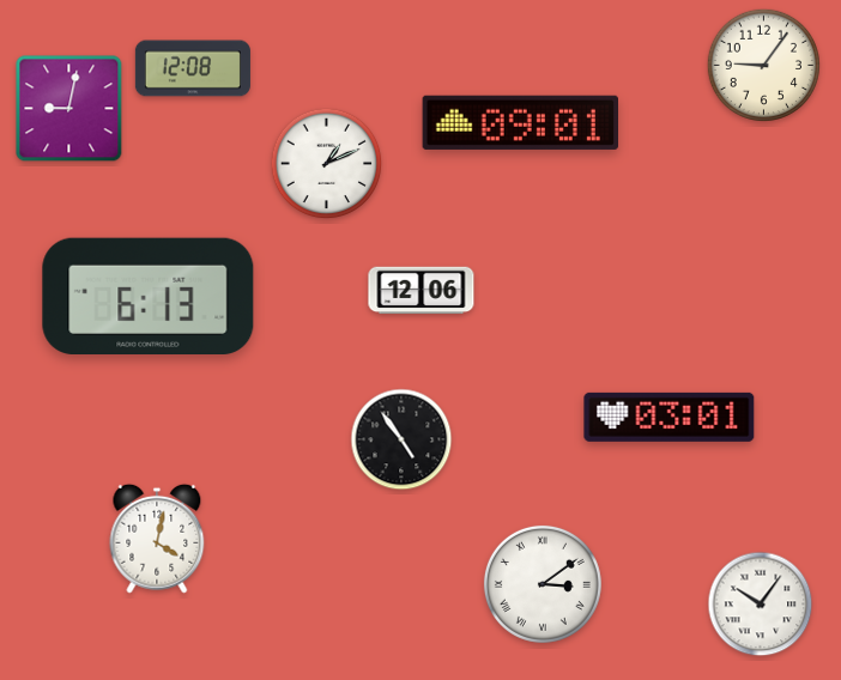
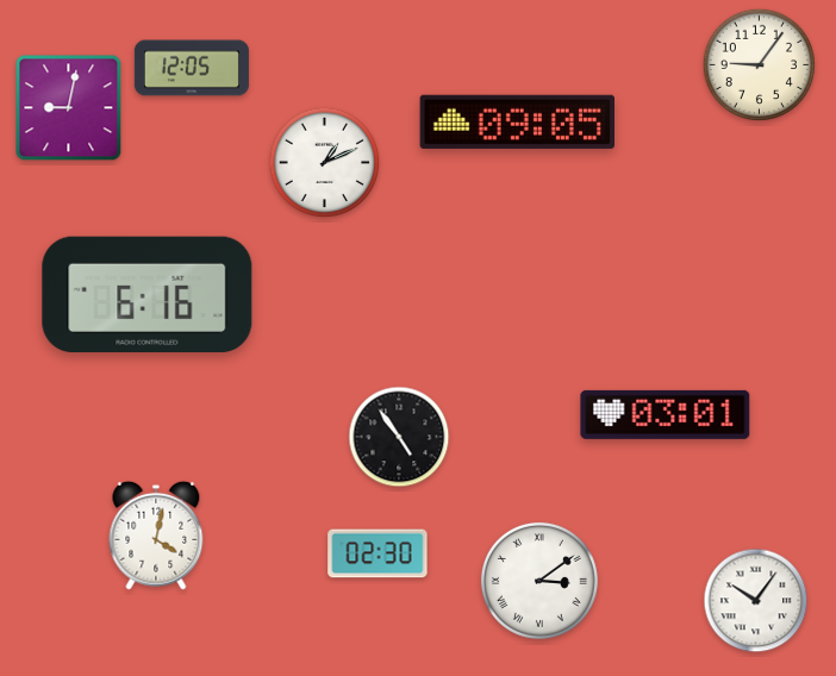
clock at (193, 68): 12:08 -> 12:05
clock at (520, 122): 09:01 -> 09:05
clock at (422, 291): 12:06 -> none
clock at (149, 296): 6:13 -> 6:16
clock at (378, 553): none -> 02:30
